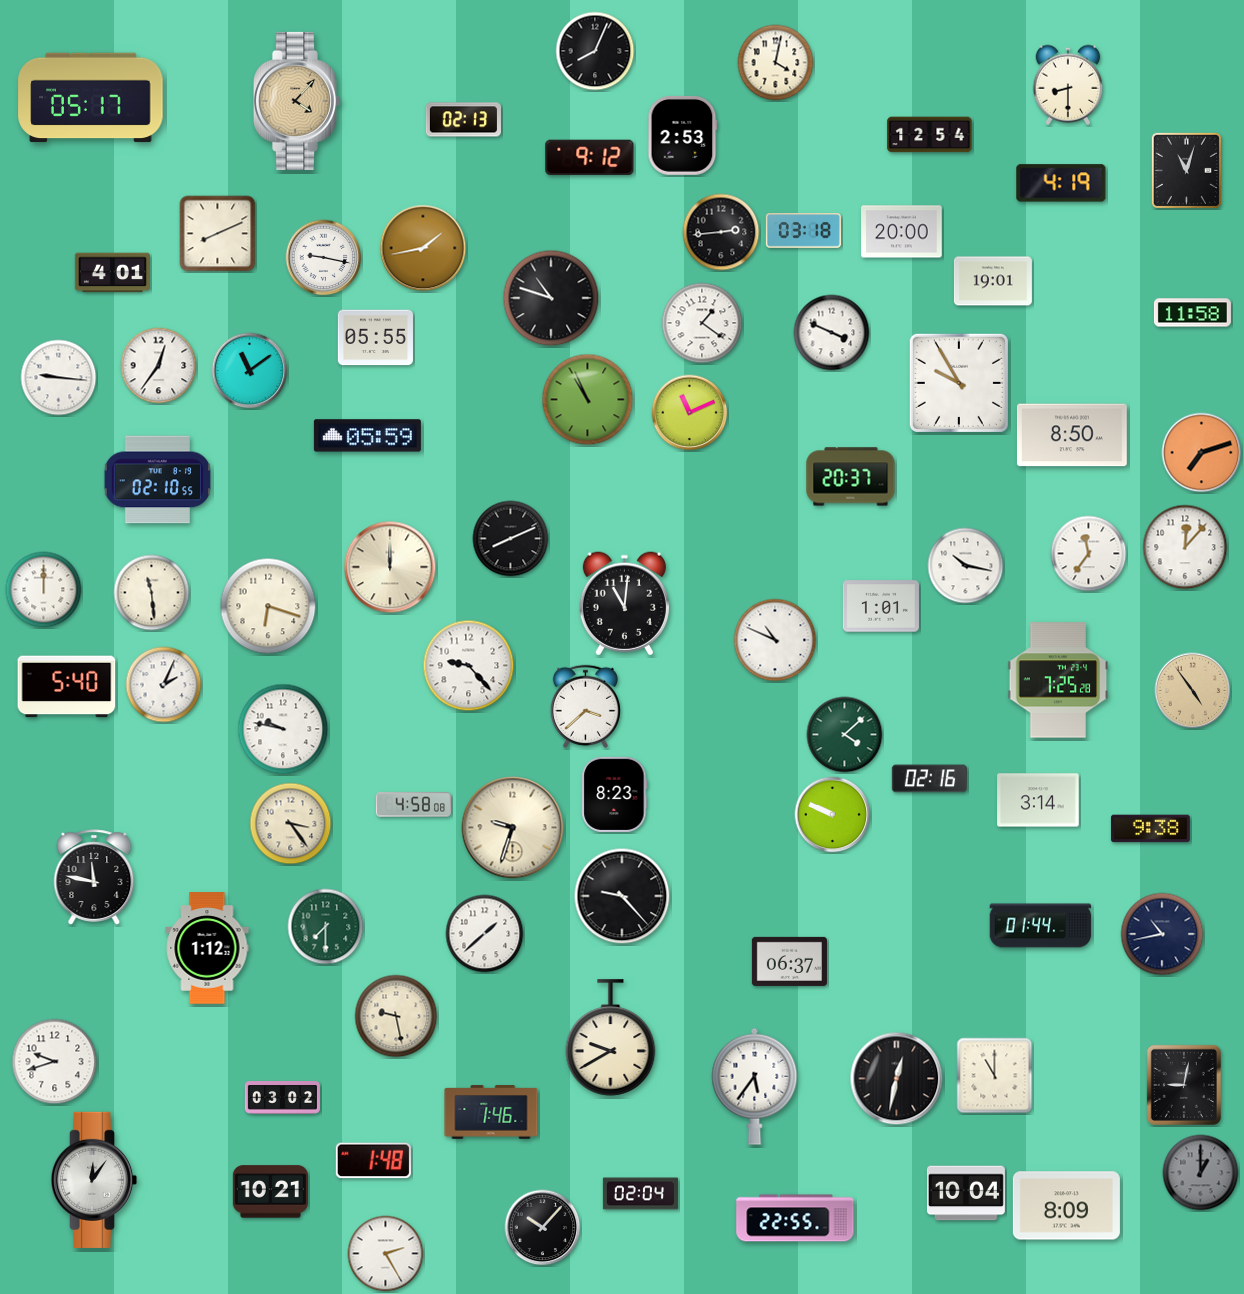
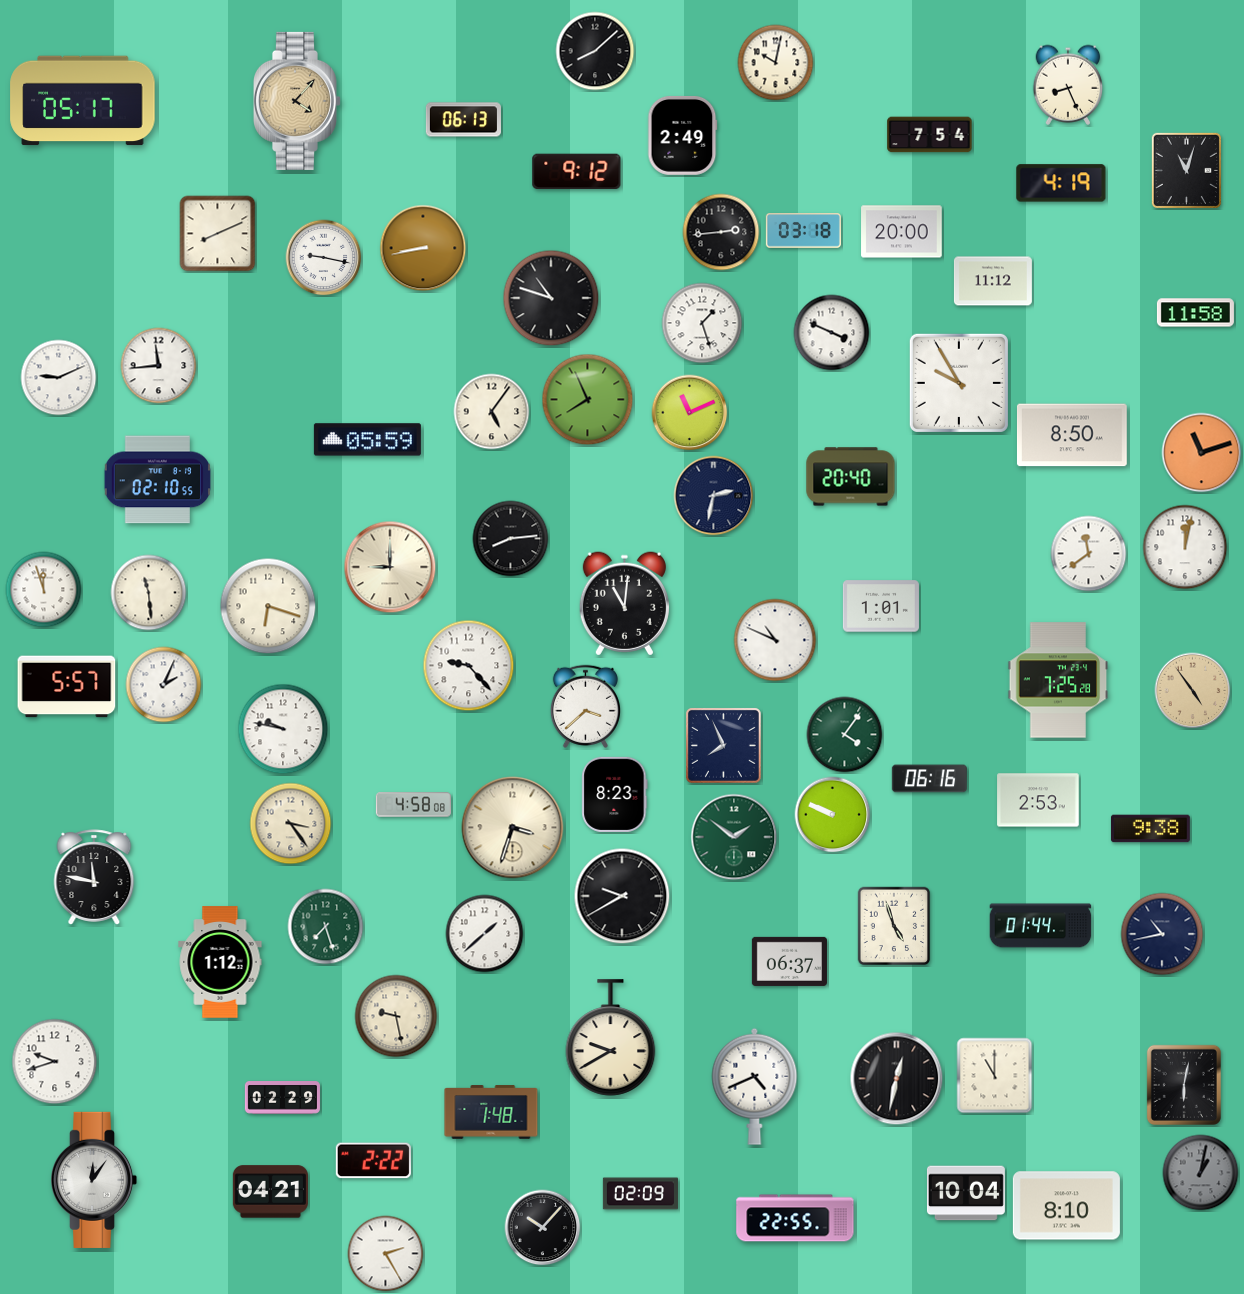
clock at (595, 51): 8:04 -> 8:08
clock at (776, 63): 4:02 -> 10:02
clock at (1068, 85): 8:30 -> 8:26
clock at (91, 98) position: (91, 98) -> (83, 101)
clock at (463, 120): 02:13 -> 06:13
clock at (683, 135): 2:53 -> 2:49
clock at (930, 135): 12:54 -> 7:54
clock at (590, 158) position: (590, 158) -> (577, 172)
clock at (423, 248): 1:43 -> 8:43
clock at (112, 273): 4:01 -> none
clock at (993, 281): 19:01 -> 11:12
clock at (1192, 313) position: (1192, 313) -> (1195, 313)
clock at (702, 323): 1:21 -> 1:27
clock at (375, 338): 05:55 -> none
clock at (159, 366): 12:36 -> 11:44
clock at (250, 371): 11:09 -> none
clock at (59, 378): 9:16 -> 9:11
clock at (588, 400): 10:56 -> 7:56
clock at (492, 412): none -> 5:06
clock at (367, 436) position: (367, 436) -> (367, 440)
clock at (1202, 453): 7:12 -> 11:12
clock at (851, 477): 20:37 -> 20:40
clock at (714, 496): none -> 2:32
clock at (511, 539): 8:11 -> 8:14
clock at (1185, 547): 12:07 -> 12:02
clock at (1089, 554): 11:36 -> 11:39
clock at (966, 566): 10:17 -> none
clock at (390, 567): 12:00 -> 9:00
clock at (44, 590): 12:00 -> 11:57
clock at (152, 593) position: (152, 593) -> (149, 593)
clock at (67, 687): 5:40 -> 5:57
clock at (845, 735): 4:08 -> 4:06
clock at (723, 745): none -> 7:56
clock at (929, 779): 02:16 -> 06:16
clock at (1038, 800): 3:14 -> 2:53
clock at (513, 828): 9:33 -> 3:33
clock at (734, 837): none -> 1:51
clock at (622, 896): 9:23 -> 9:40
clock at (894, 926): none -> 4:57
clock at (326, 927): 7:30 -> 7:27
clock at (207, 948) position: (207, 948) -> (220, 962)
clock at (1184, 1085): 9:02 -> 6:02
clock at (755, 1086): 5:36 -> 4:41
clock at (282, 1098): 03:02 -> 02:29
clock at (491, 1112): 1:46 -> 1:48
clock at (373, 1161): 1:48 -> 2:22
clock at (1201, 1173): 1:00 -> 1:02
clock at (270, 1192): 10:21 -> 04:21
clock at (640, 1194): 02:04 -> 02:09
clock at (1066, 1206): 8:09 -> 8:10
